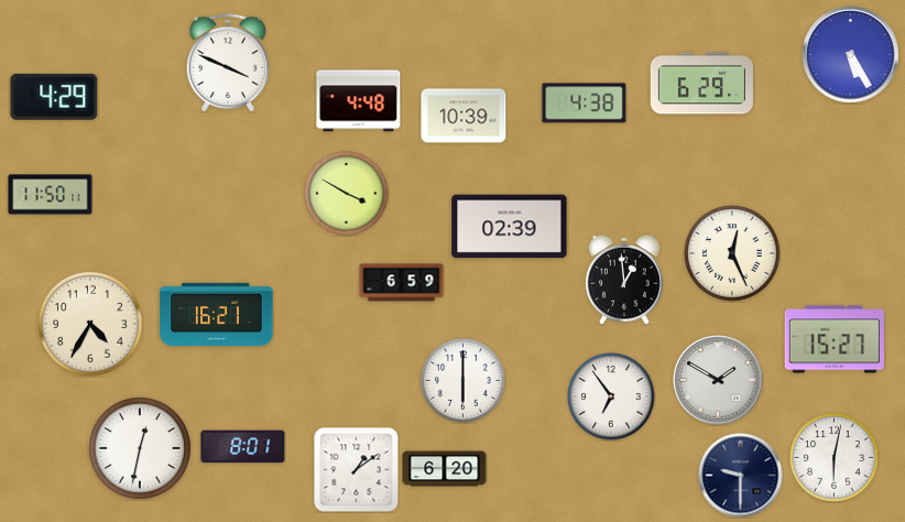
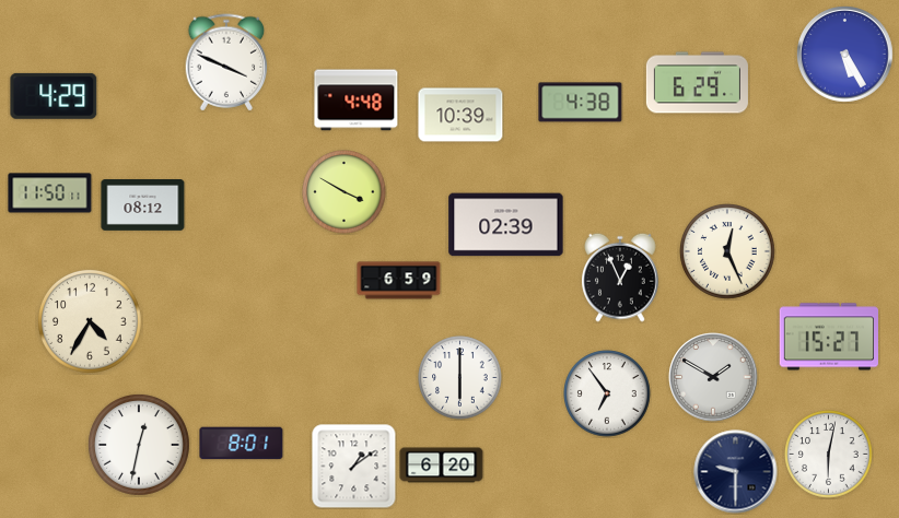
clock at (143, 205): none -> 08:12
clock at (625, 280): 12:59 -> 12:56
clock at (217, 314): 16:21 -> none
